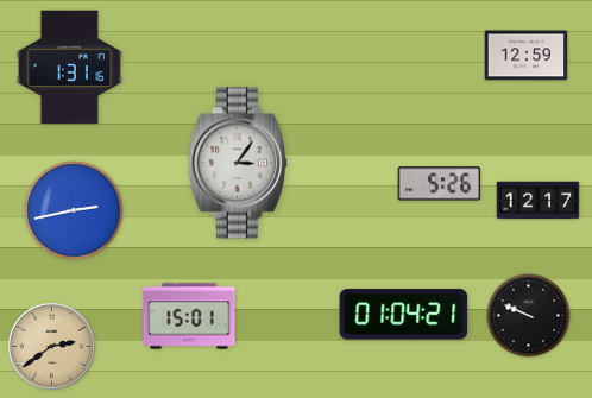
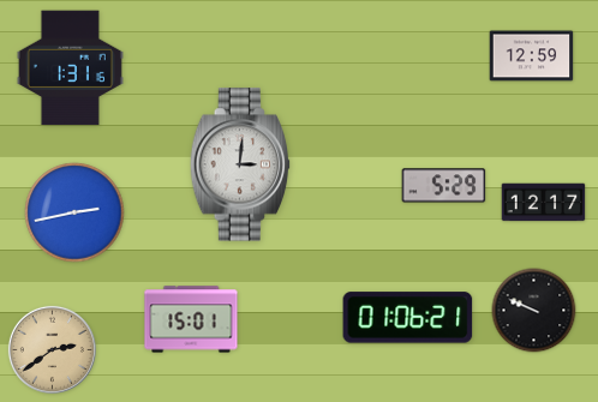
clock at (238, 163): 3:06 -> 3:01
clock at (440, 184): 5:26 -> 5:29
clock at (404, 315): 01:04 -> 01:06
clock at (529, 316) position: (529, 316) -> (534, 311)
